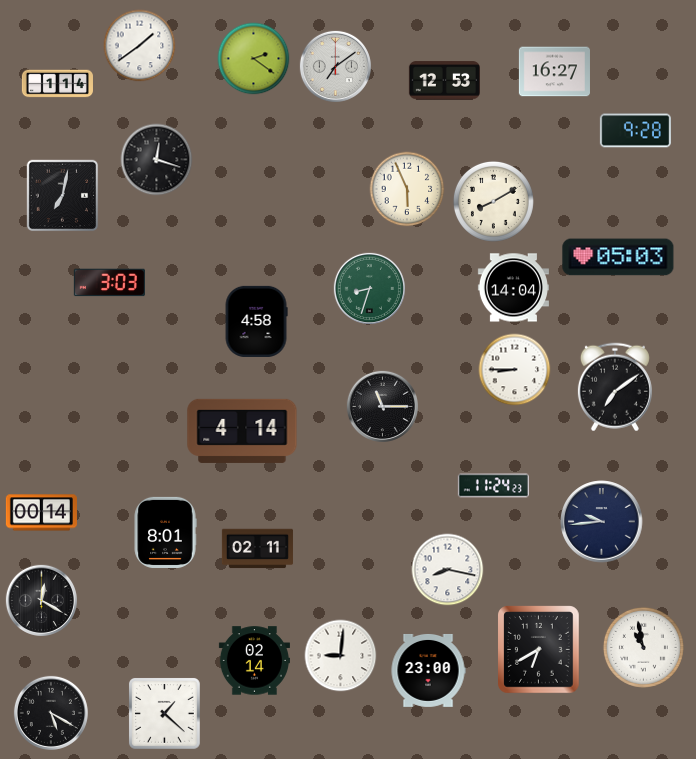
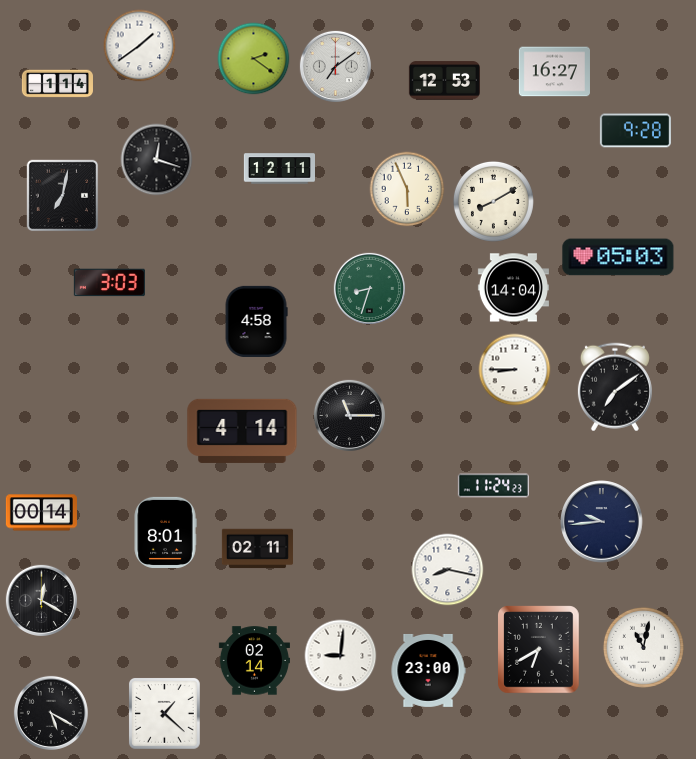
clock at (279, 169): none -> 12:11
clock at (382, 406) position: (382, 406) -> (349, 415)
clock at (643, 647): 10:58 -> 11:02
